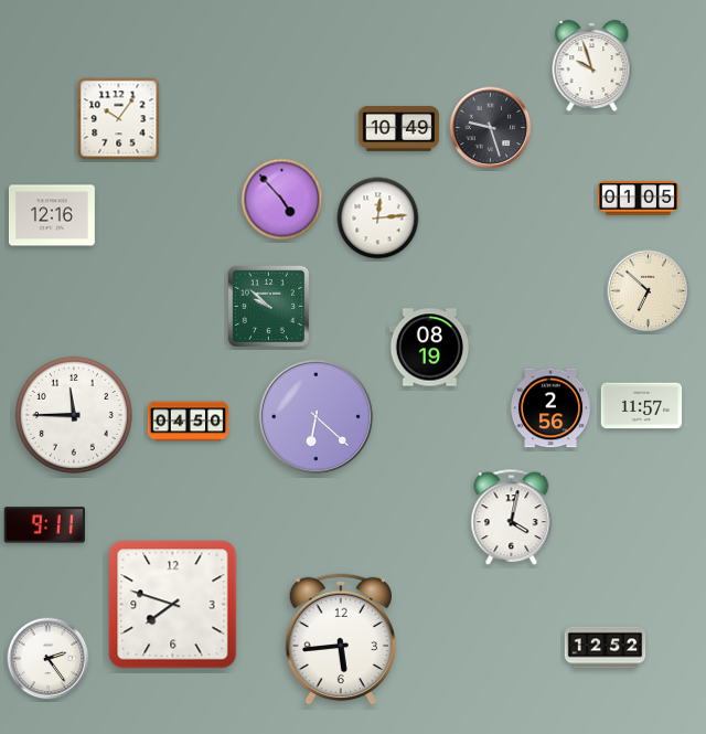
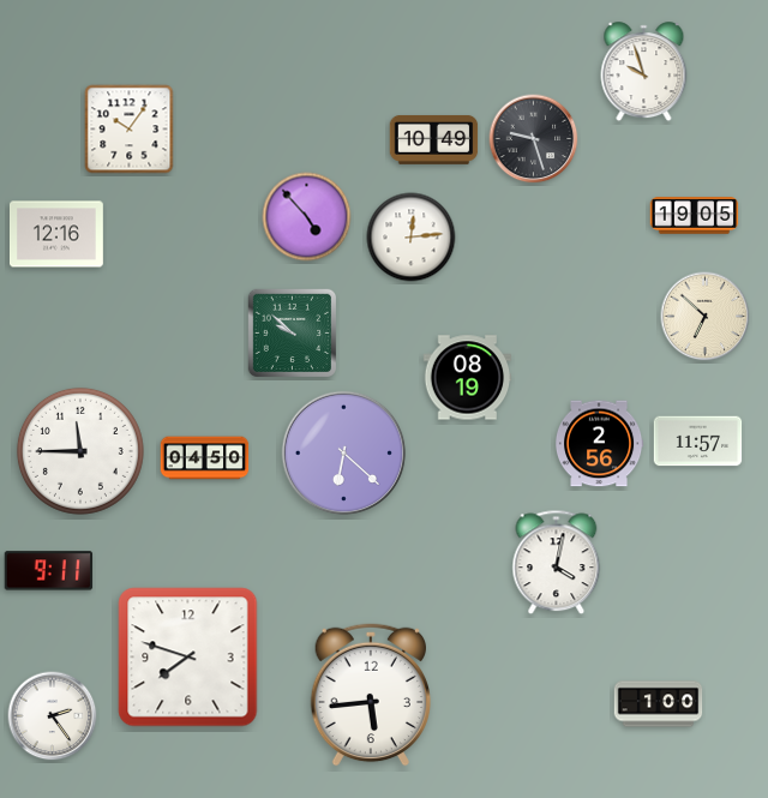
clock at (639, 199): 01:05 -> 19:05
clock at (606, 648): 12:52 -> 1:00
